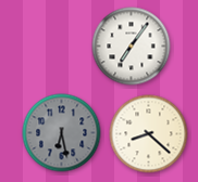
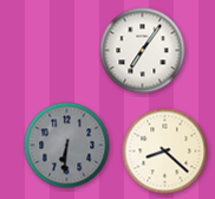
clock at (62, 133): 6:28 -> 6:31
clock at (149, 134) position: (149, 134) -> (165, 152)
